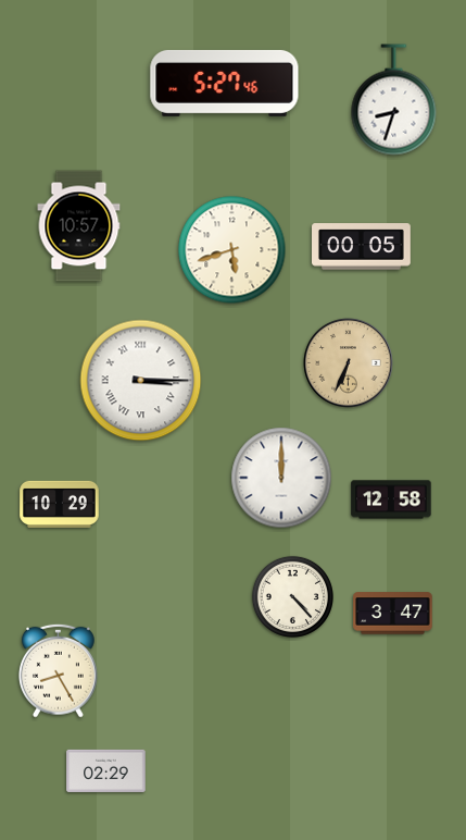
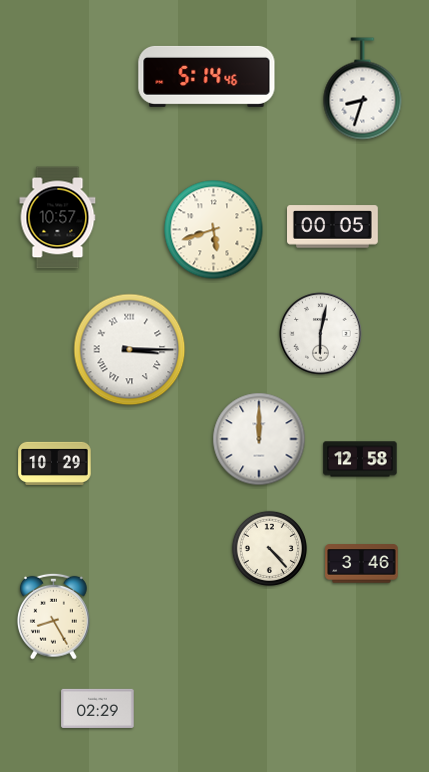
clock at (225, 83): 5:27 -> 5:14
clock at (394, 100) position: (394, 100) -> (363, 89)
clock at (79, 226) position: (79, 226) -> (58, 218)
clock at (349, 363): 6:34 -> 6:02
clock at (349, 363) dial: champagne -> white
clock at (393, 614): 3:47 -> 3:46
